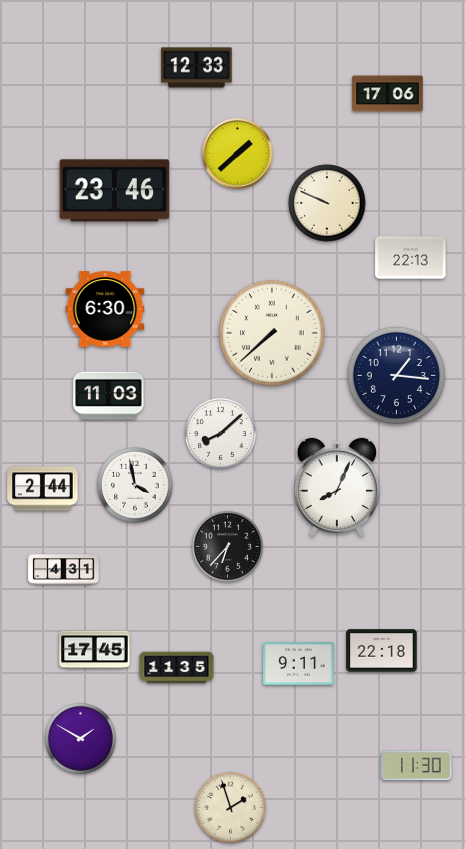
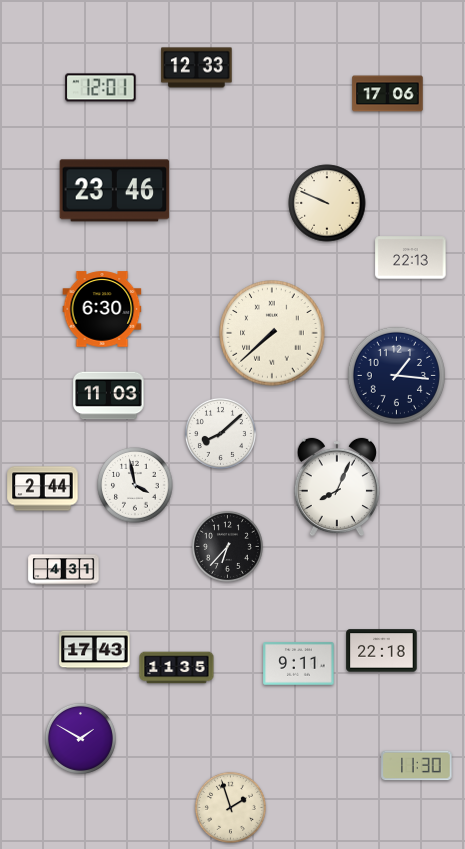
clock at (101, 88): none -> 12:01
clock at (238, 154): 1:38 -> none
clock at (105, 309) position: (105, 309) -> (102, 309)
clock at (95, 650): 17:45 -> 17:43
